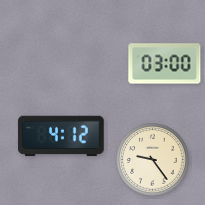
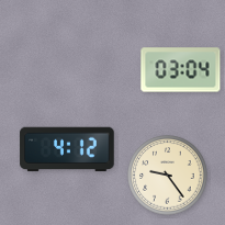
clock at (165, 64): 03:00 -> 03:04
